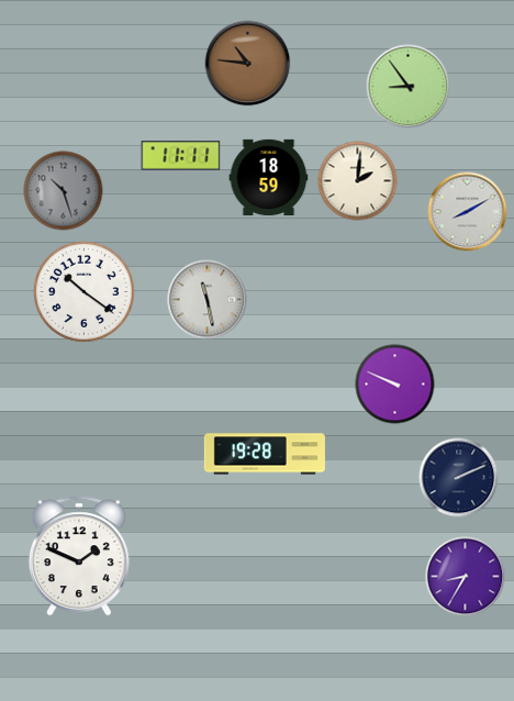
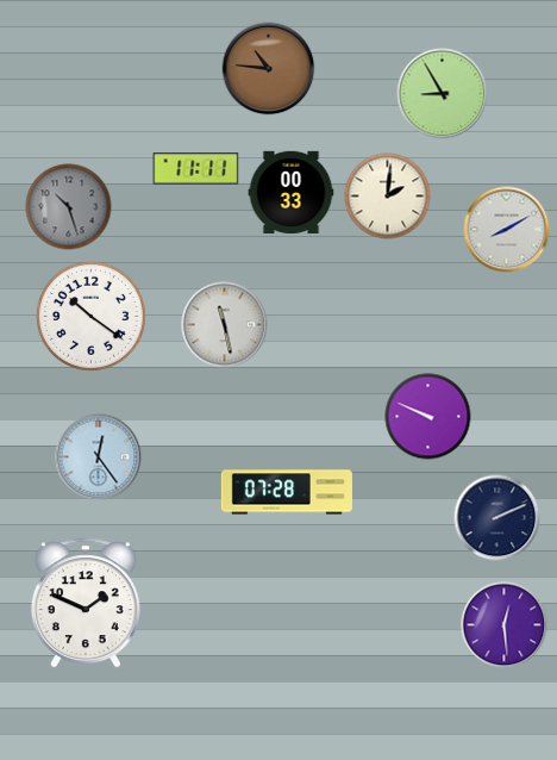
clock at (409, 87): 8:54 -> 8:55
clock at (269, 178): 18:59 -> 00:33
clock at (99, 457): none -> 12:24
clock at (265, 454): 19:28 -> 07:28
clock at (466, 577): 8:35 -> 12:29
